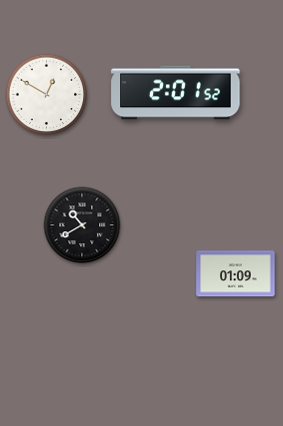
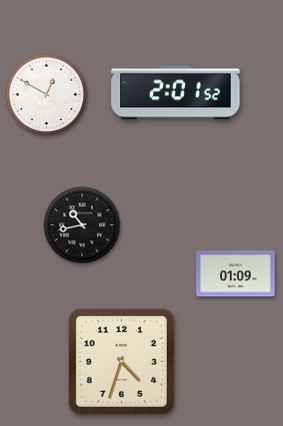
clock at (82, 225): 10:40 -> 10:43
clock at (121, 361): none -> 4:33
